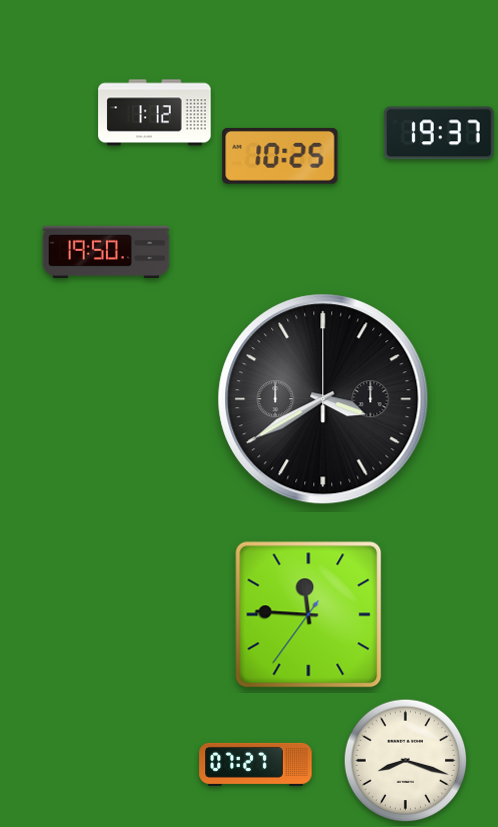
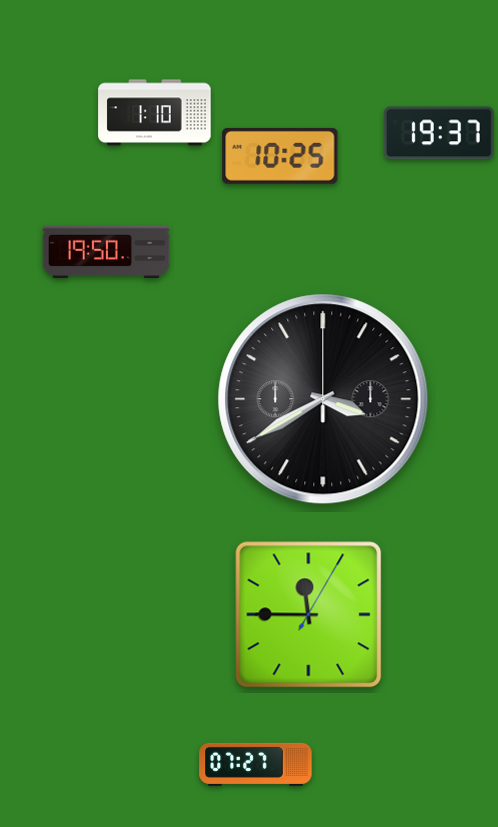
clock at (155, 113): 1:12 -> 1:10
clock at (309, 615): 11:45:36 -> 11:45:05
clock at (406, 761): 8:18 -> none
